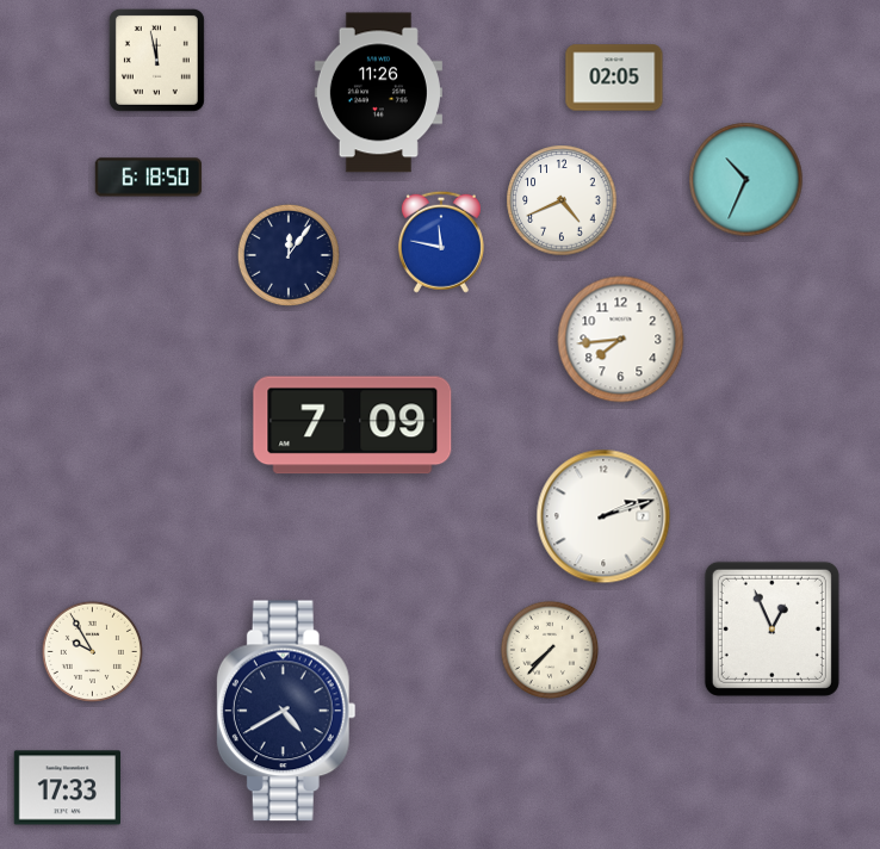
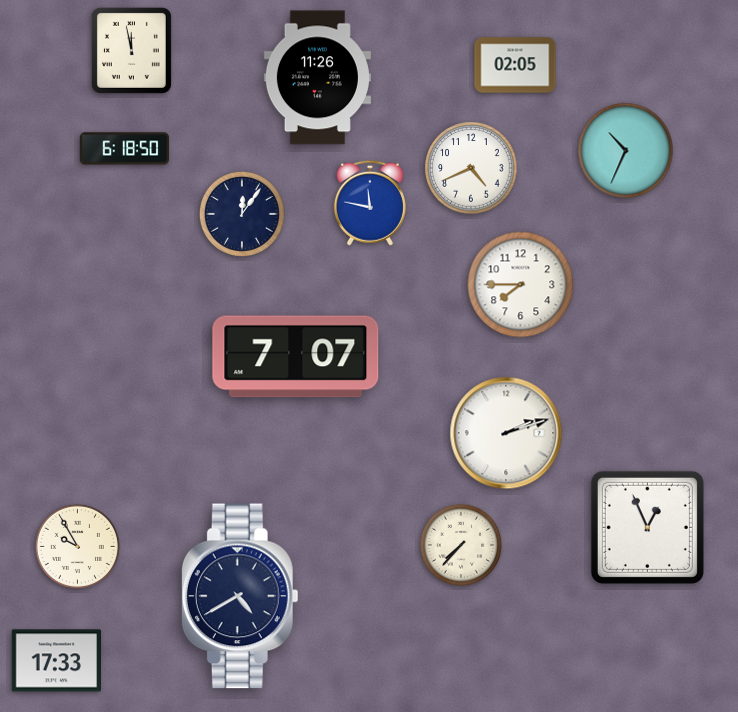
clock at (621, 340): 7:44 -> 7:45
clock at (353, 426): 7:09 -> 7:07
